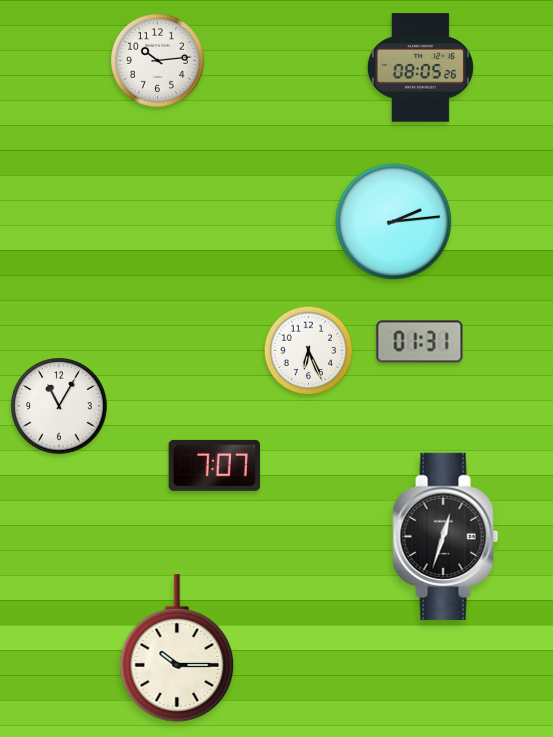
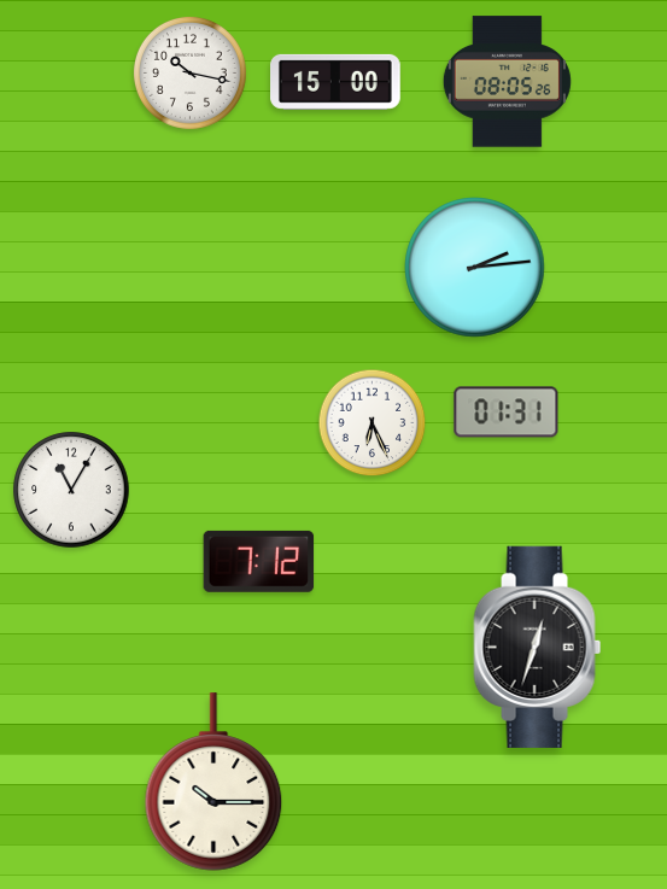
clock at (157, 60): 10:14 -> 10:17
clock at (337, 82): none -> 15:00
clock at (215, 465): 7:07 -> 7:12
